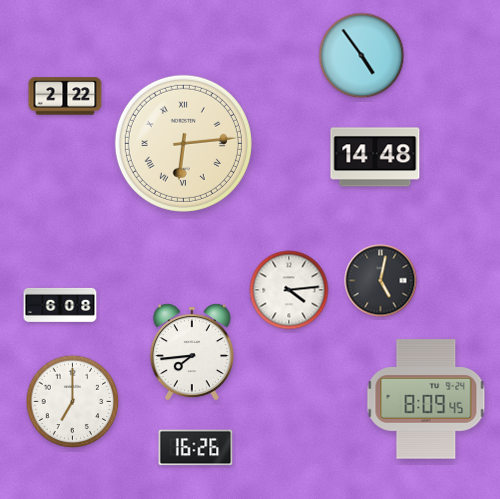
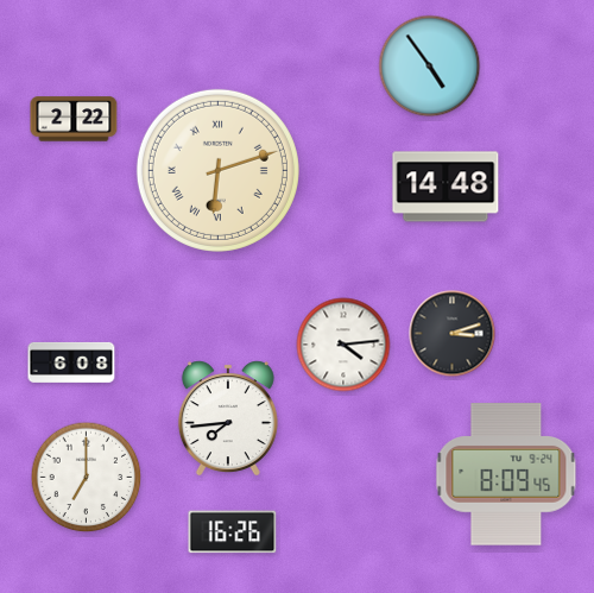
clock at (65, 96) position: (65, 96) -> (74, 119)
clock at (183, 143): 6:14 -> 6:12
clock at (381, 281): 5:02 -> 3:12
